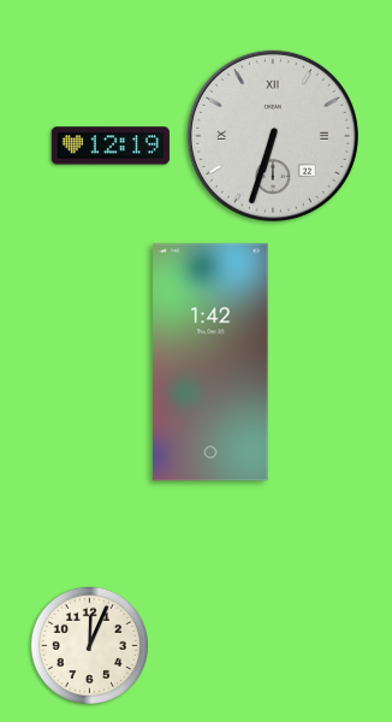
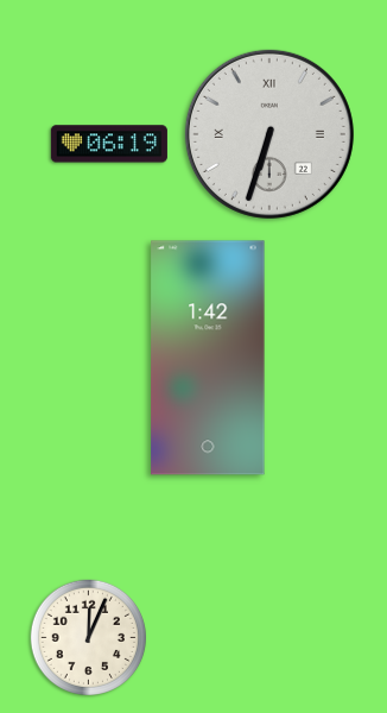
clock at (111, 146): 12:19 -> 06:19
